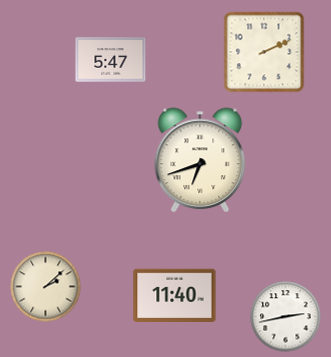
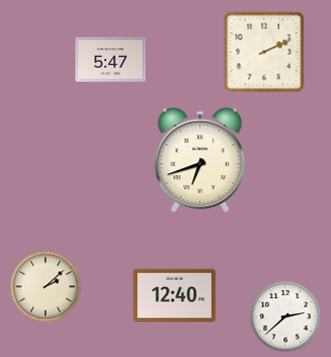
clock at (175, 295): 11:40 -> 12:40
clock at (286, 317): 2:43 -> 2:38
